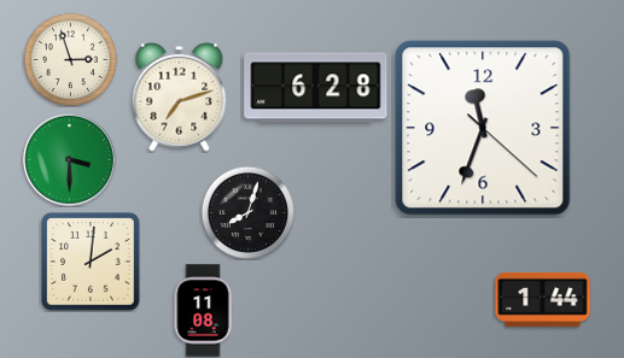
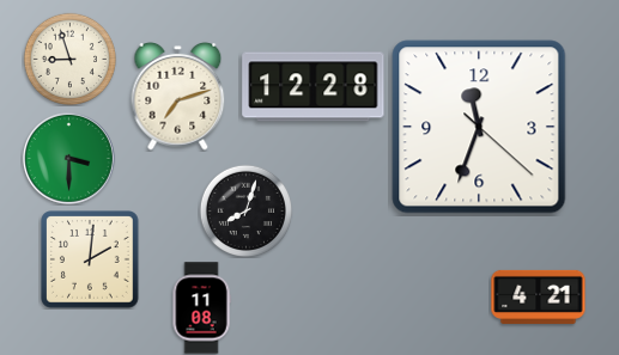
clock at (70, 59): 2:57 -> 8:57
clock at (316, 88): 6:28 -> 12:28
clock at (543, 299): 1:44 -> 4:21
